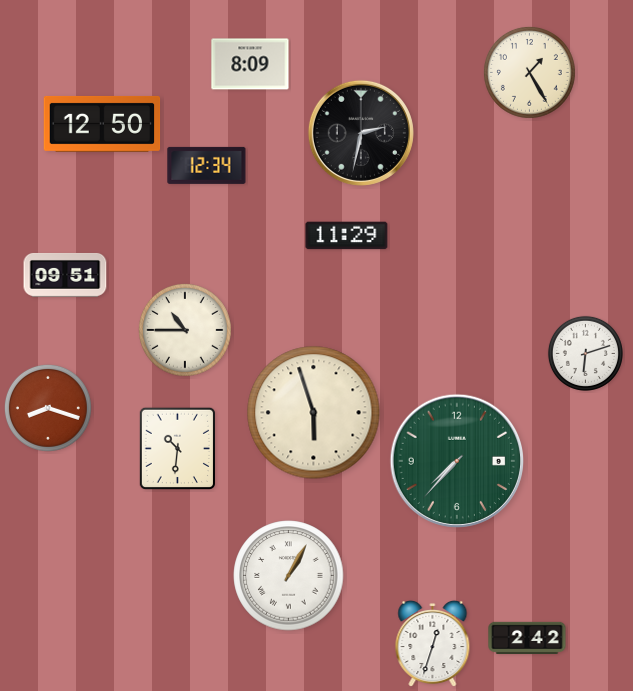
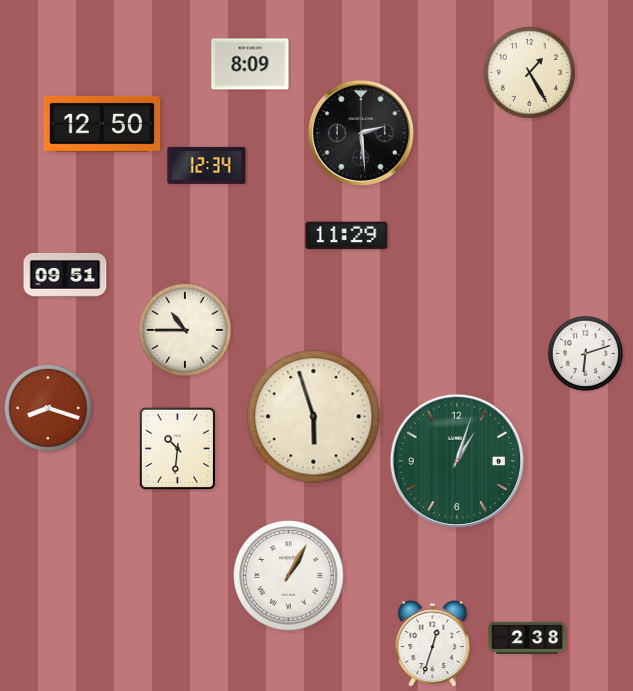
clock at (361, 133): 2:32 -> 2:29
clock at (314, 413) position: (314, 413) -> (314, 417)
clock at (456, 460): 7:37 -> 1:03
clock at (527, 638): 2:42 -> 2:38
